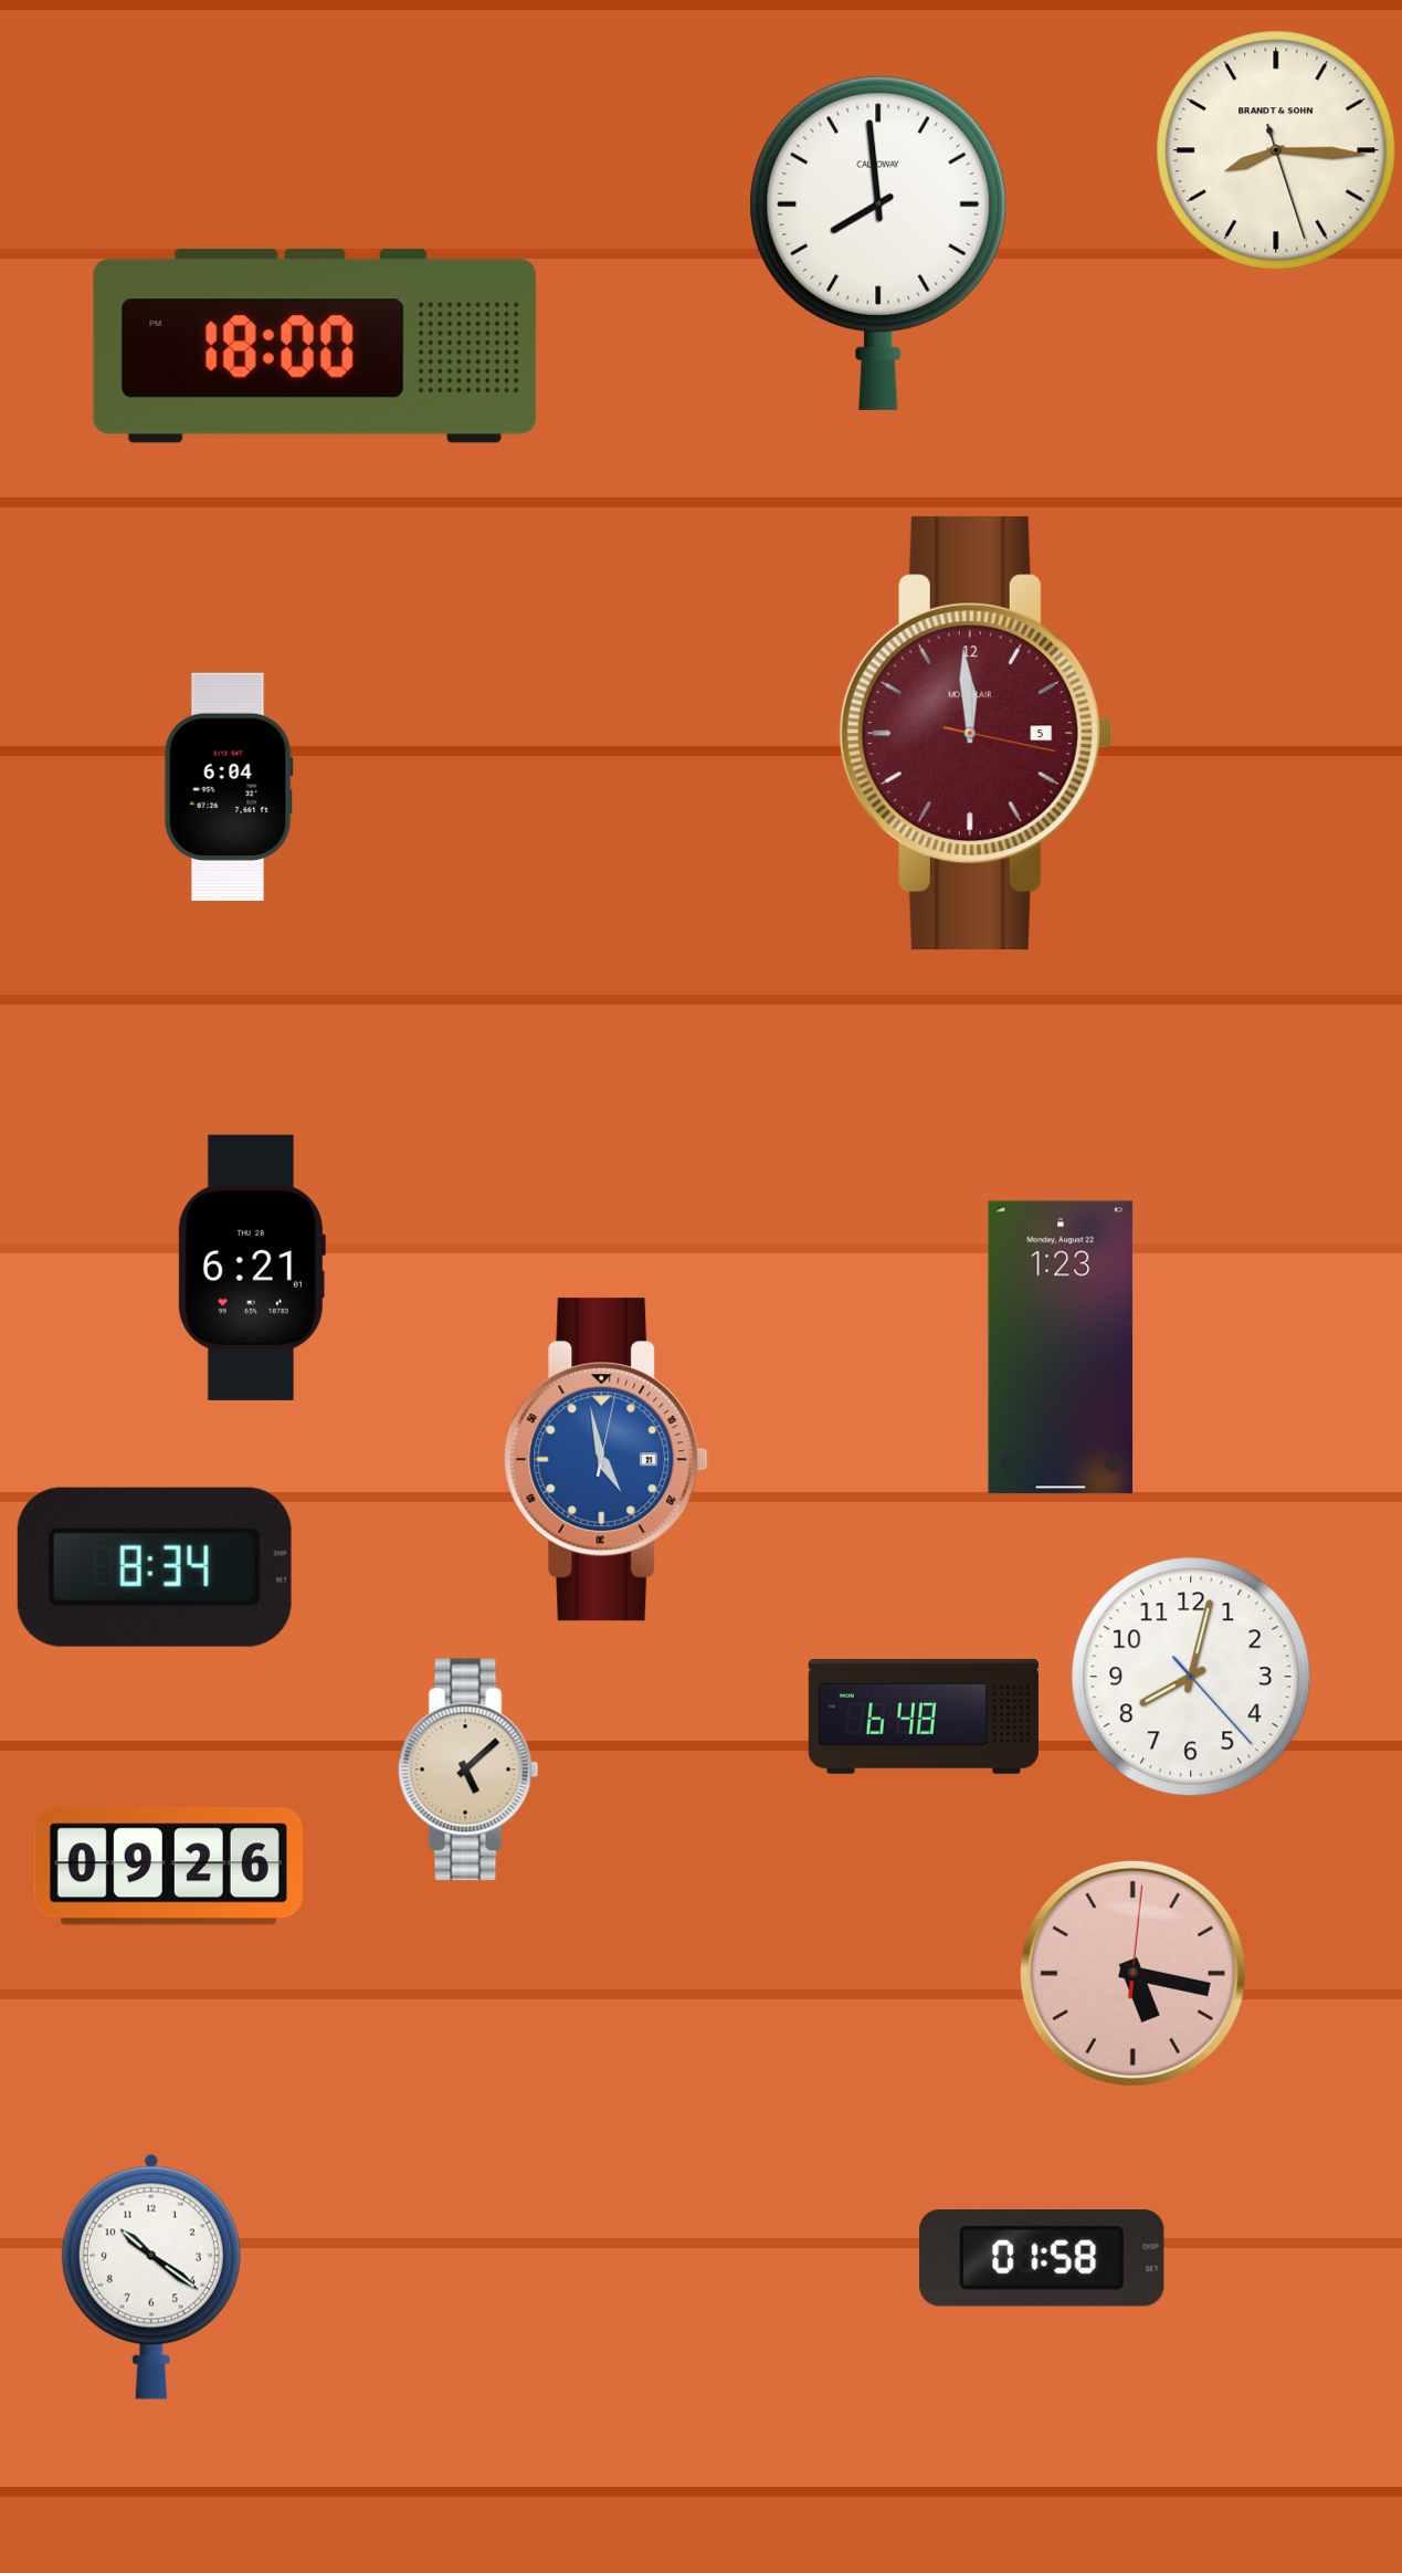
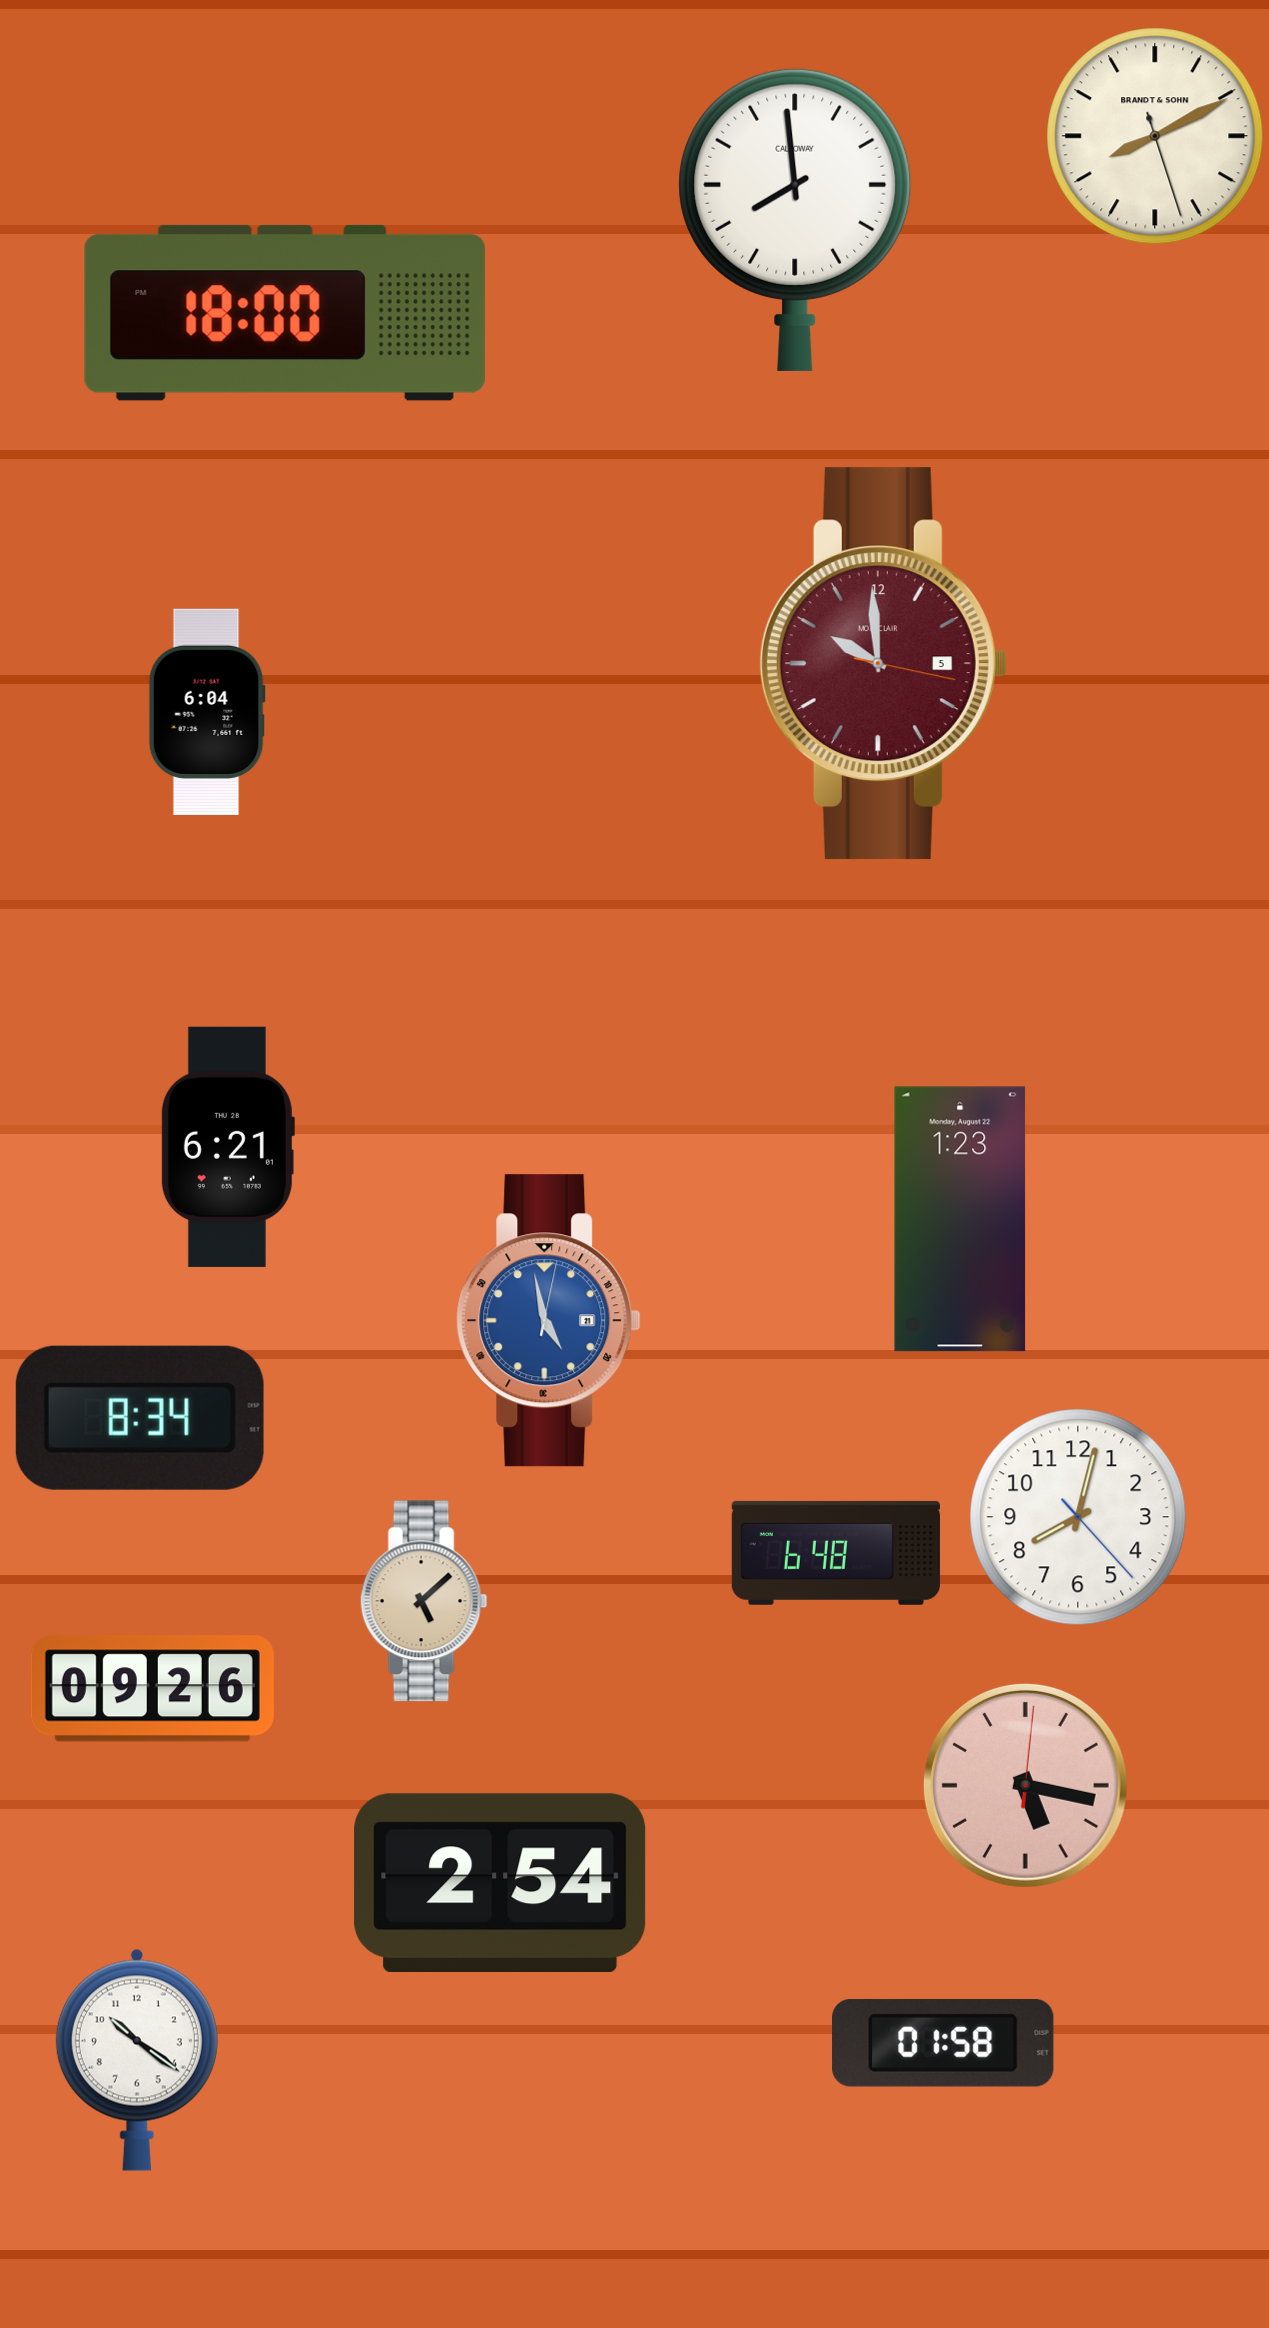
clock at (1276, 150): 8:15 -> 8:10
clock at (976, 734): 11:59 -> 9:59
clock at (500, 1883): none -> 2:54
